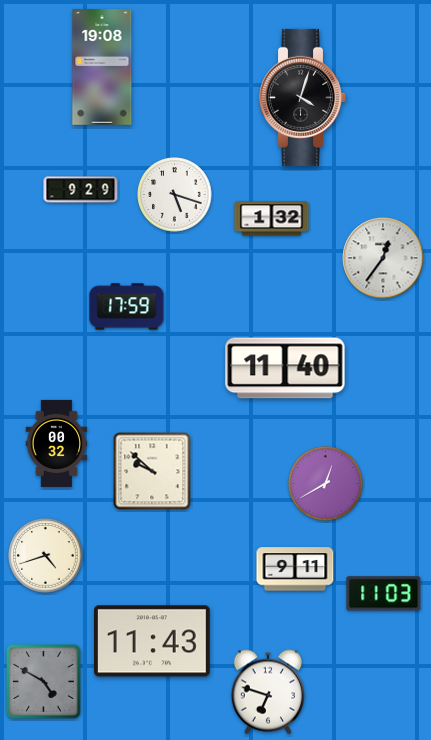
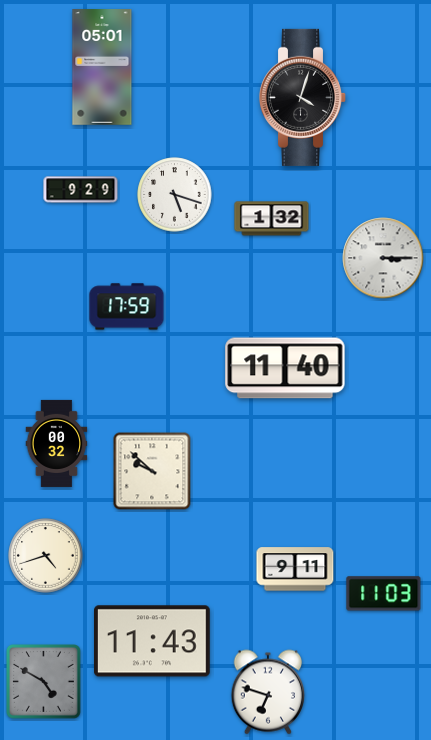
clock at (102, 67): 19:08 -> 05:01
clock at (383, 258): 12:36 -> 3:15
clock at (326, 484): 12:40 -> none
